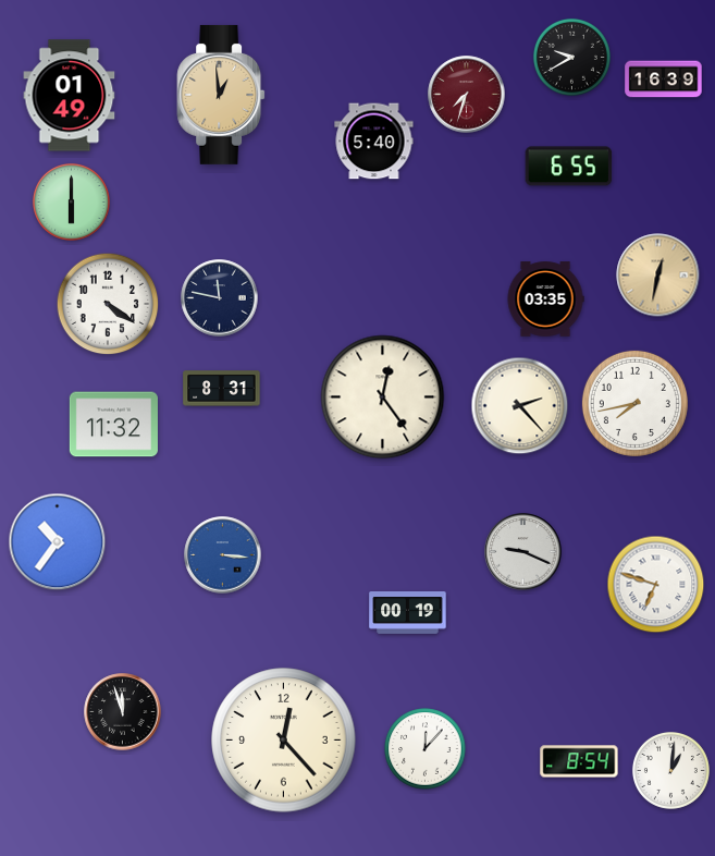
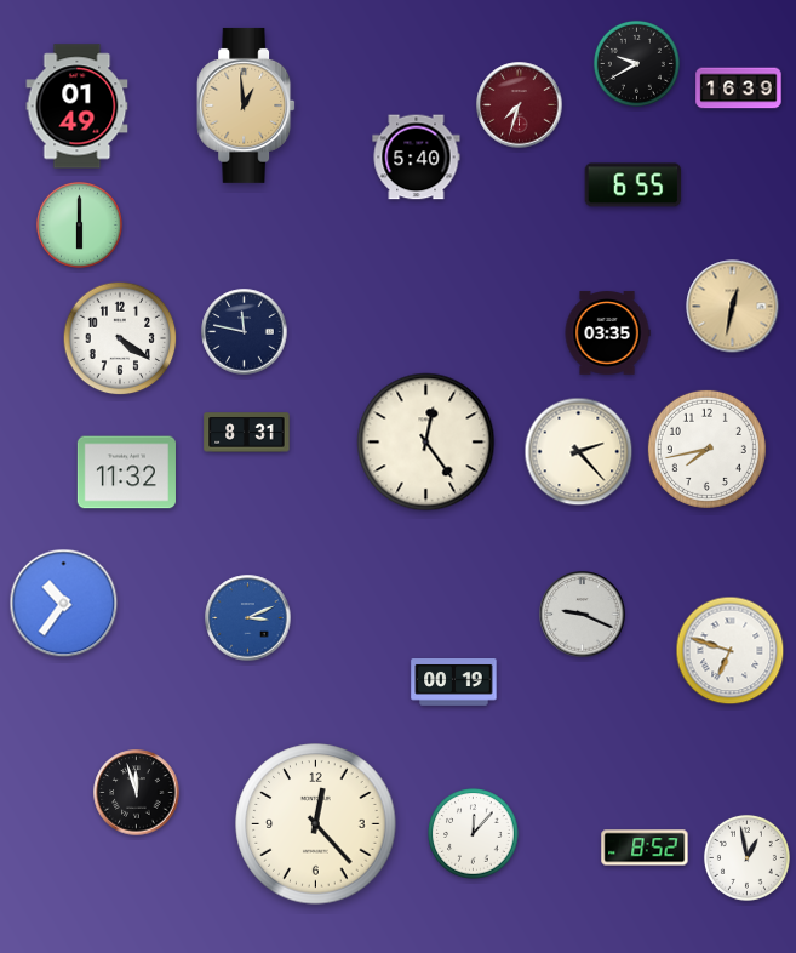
clock at (223, 555): 3:16 -> 3:11
clock at (579, 761): 8:54 -> 8:52
clock at (670, 770): 1:01 -> 12:58
